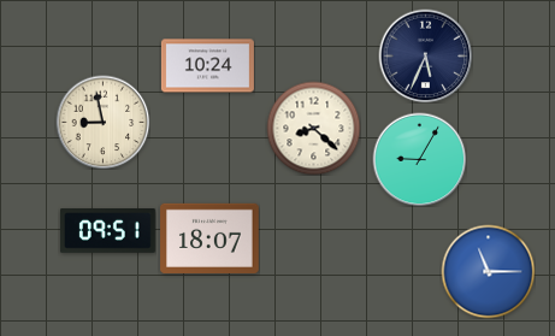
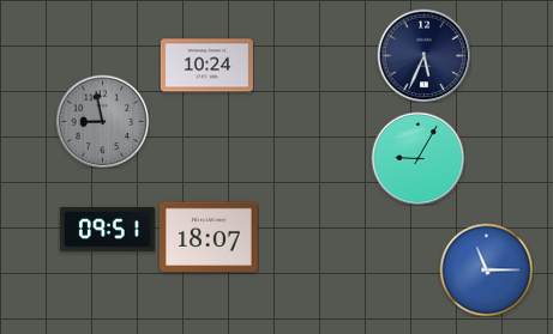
clock at (102, 122) dial: cream -> grey
clock at (313, 128): 8:22 -> none
